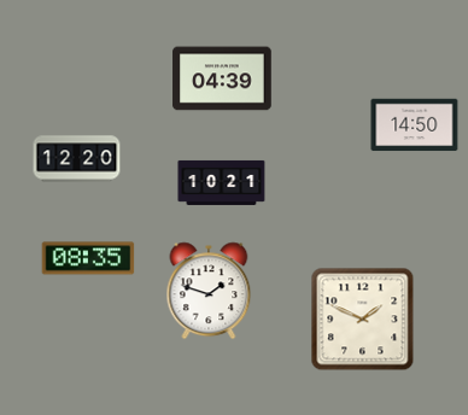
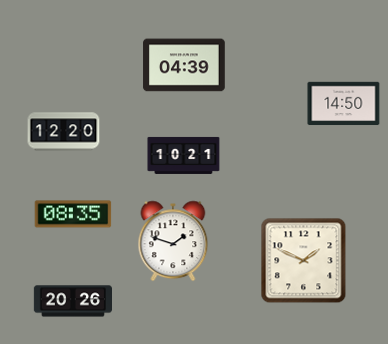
clock at (222, 182) position: (222, 182) -> (184, 155)
clock at (363, 320) position: (363, 320) -> (304, 261)
clock at (72, 301): none -> 20:26
